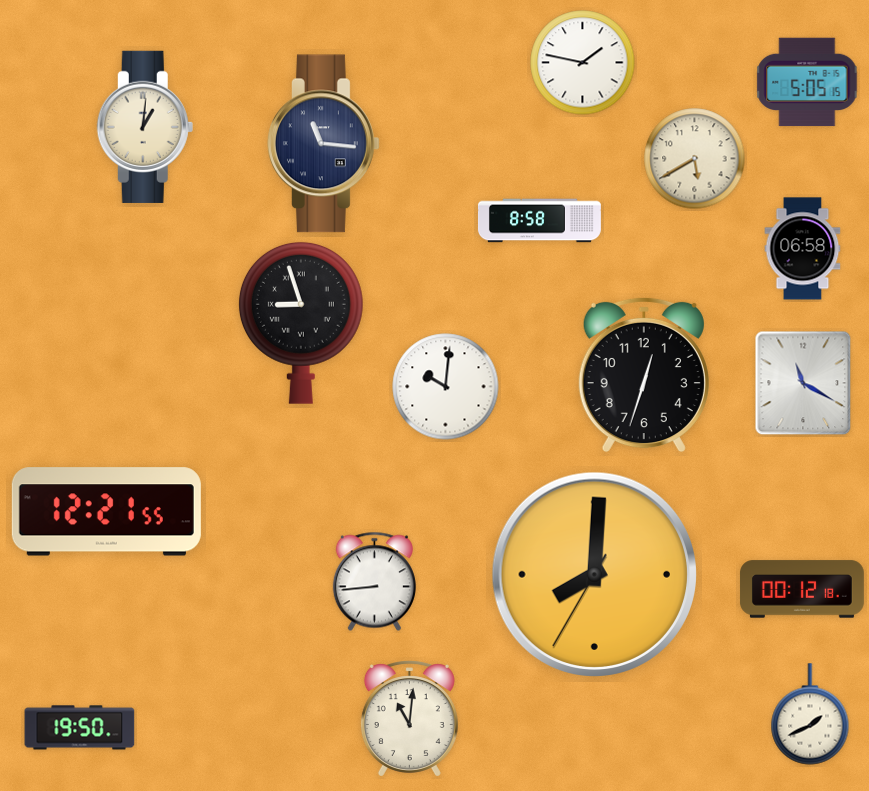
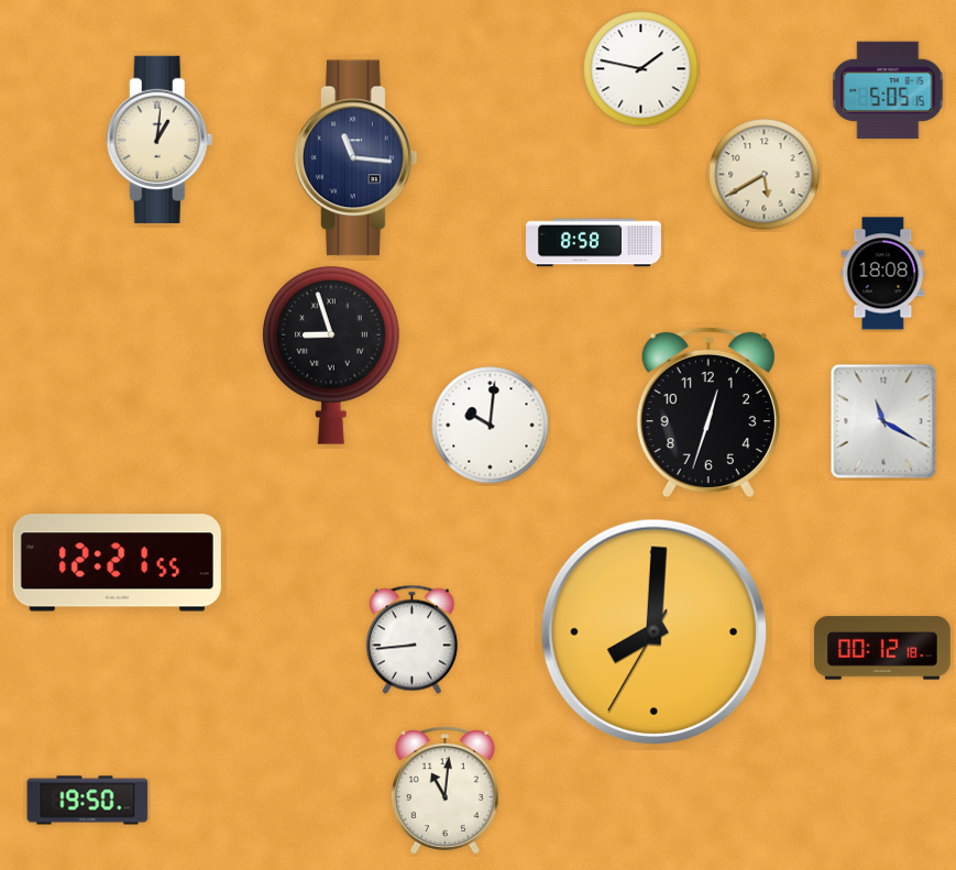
clock at (803, 249): 06:58 -> 18:08
clock at (810, 714): 1:41 -> none
clock at (409, 719) position: (409, 719) -> (444, 791)
